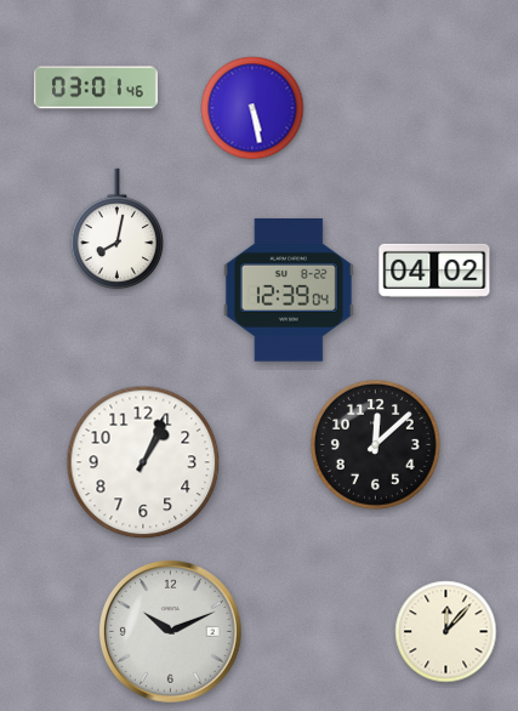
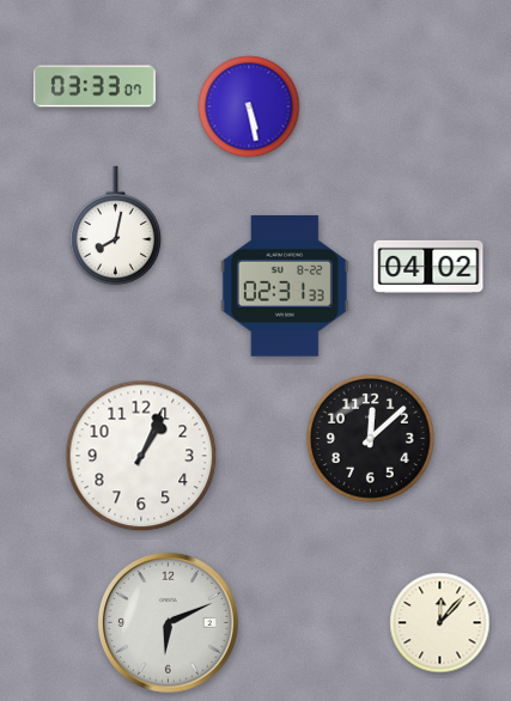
clock at (97, 87): 03:01 -> 03:33
clock at (289, 290): 12:39 -> 02:31
clock at (171, 632): 10:11 -> 6:11
